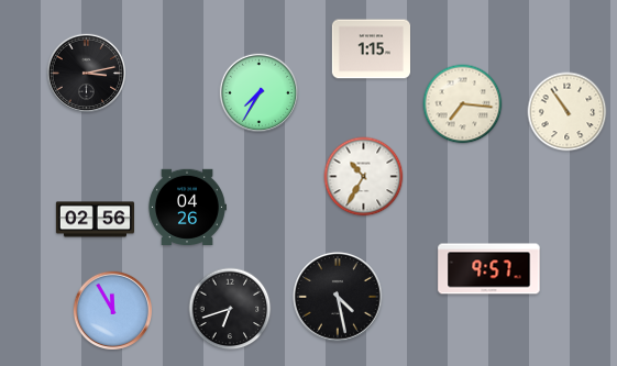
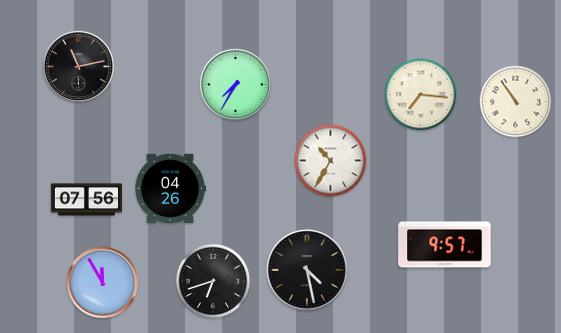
clock at (371, 49): 1:15 -> none
clock at (86, 73): 3:13 -> 11:13
clock at (95, 220): 02:56 -> 07:56
clock at (230, 309) position: (230, 309) -> (213, 281)
